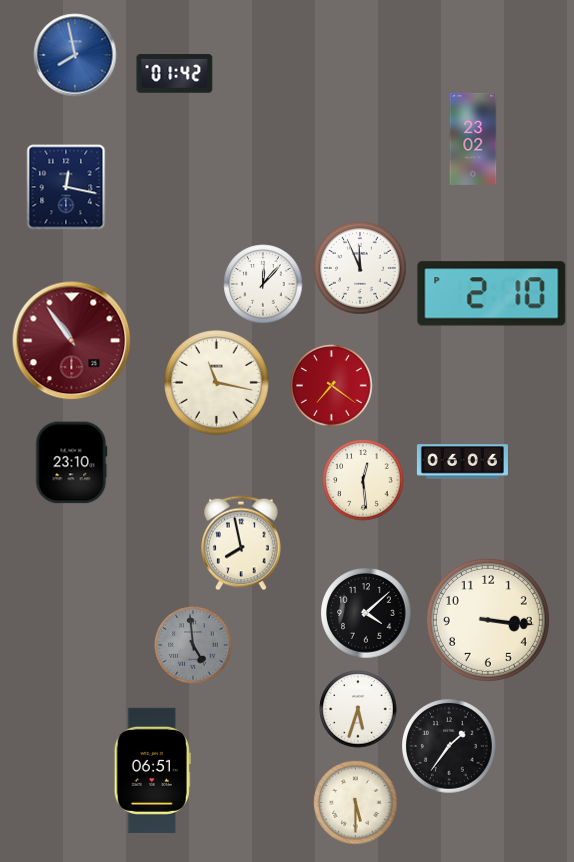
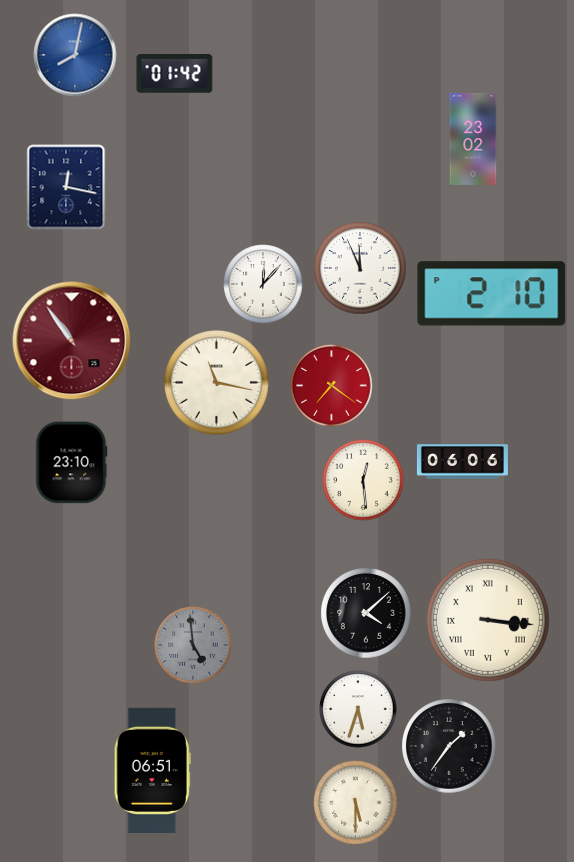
clock at (75, 55): 7:58 -> 8:02
clock at (241, 543): 7:58 -> none
clock at (488, 620) numerals: Arabic -> Roman
